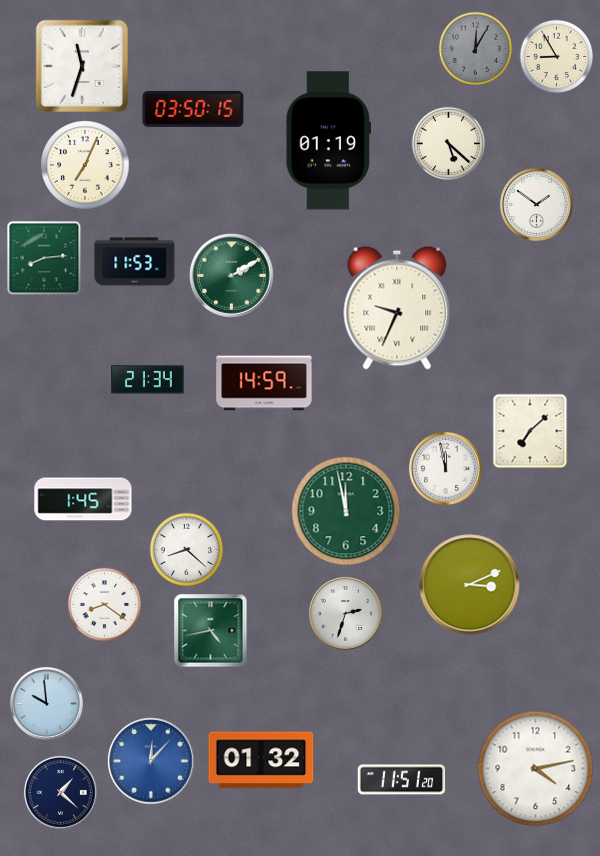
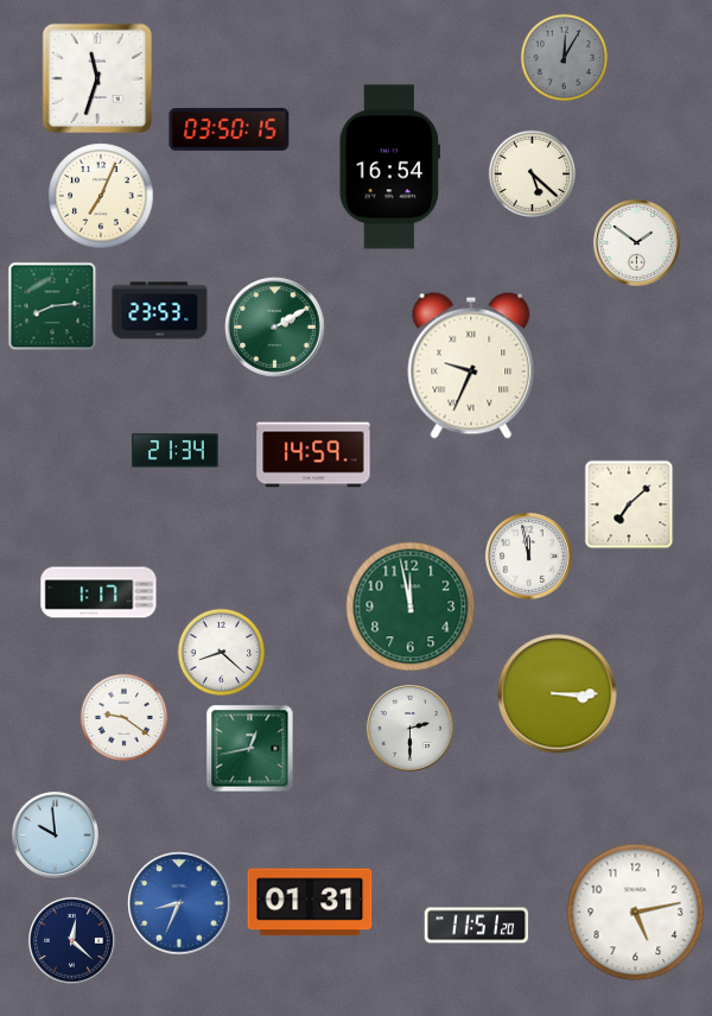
clock at (557, 57): 8:55 -> none
clock at (328, 141): 01:19 -> 16:54
clock at (449, 144) position: (449, 144) -> (533, 174)
clock at (135, 262): 11:53 -> 23:53
clock at (530, 431) position: (530, 431) -> (629, 504)
clock at (83, 499): 1:45 -> 1:17
clock at (470, 585): 3:11 -> 3:15
clock at (105, 605): 8:21 -> 9:21
clock at (345, 613): 2:33 -> 2:30
clock at (211, 631): 4:43 -> 12:43
clock at (261, 760): 01:32 -> 01:31
clock at (151, 761): 12:07 -> 8:34
clock at (536, 769): 4:13 -> 5:13
clock at (60, 792): 1:22 -> 12:22
